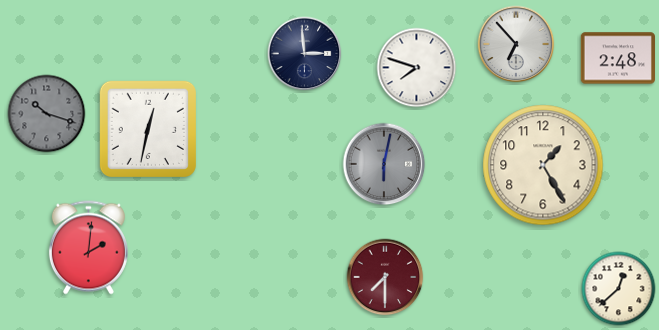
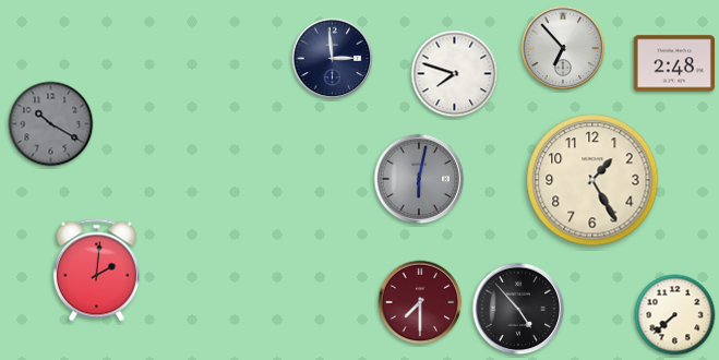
clock at (47, 114): 10:18 -> 10:20
clock at (148, 129): 12:32 -> none
clock at (518, 309): none -> 4:53
clock at (619, 289): 12:38 -> 7:38
